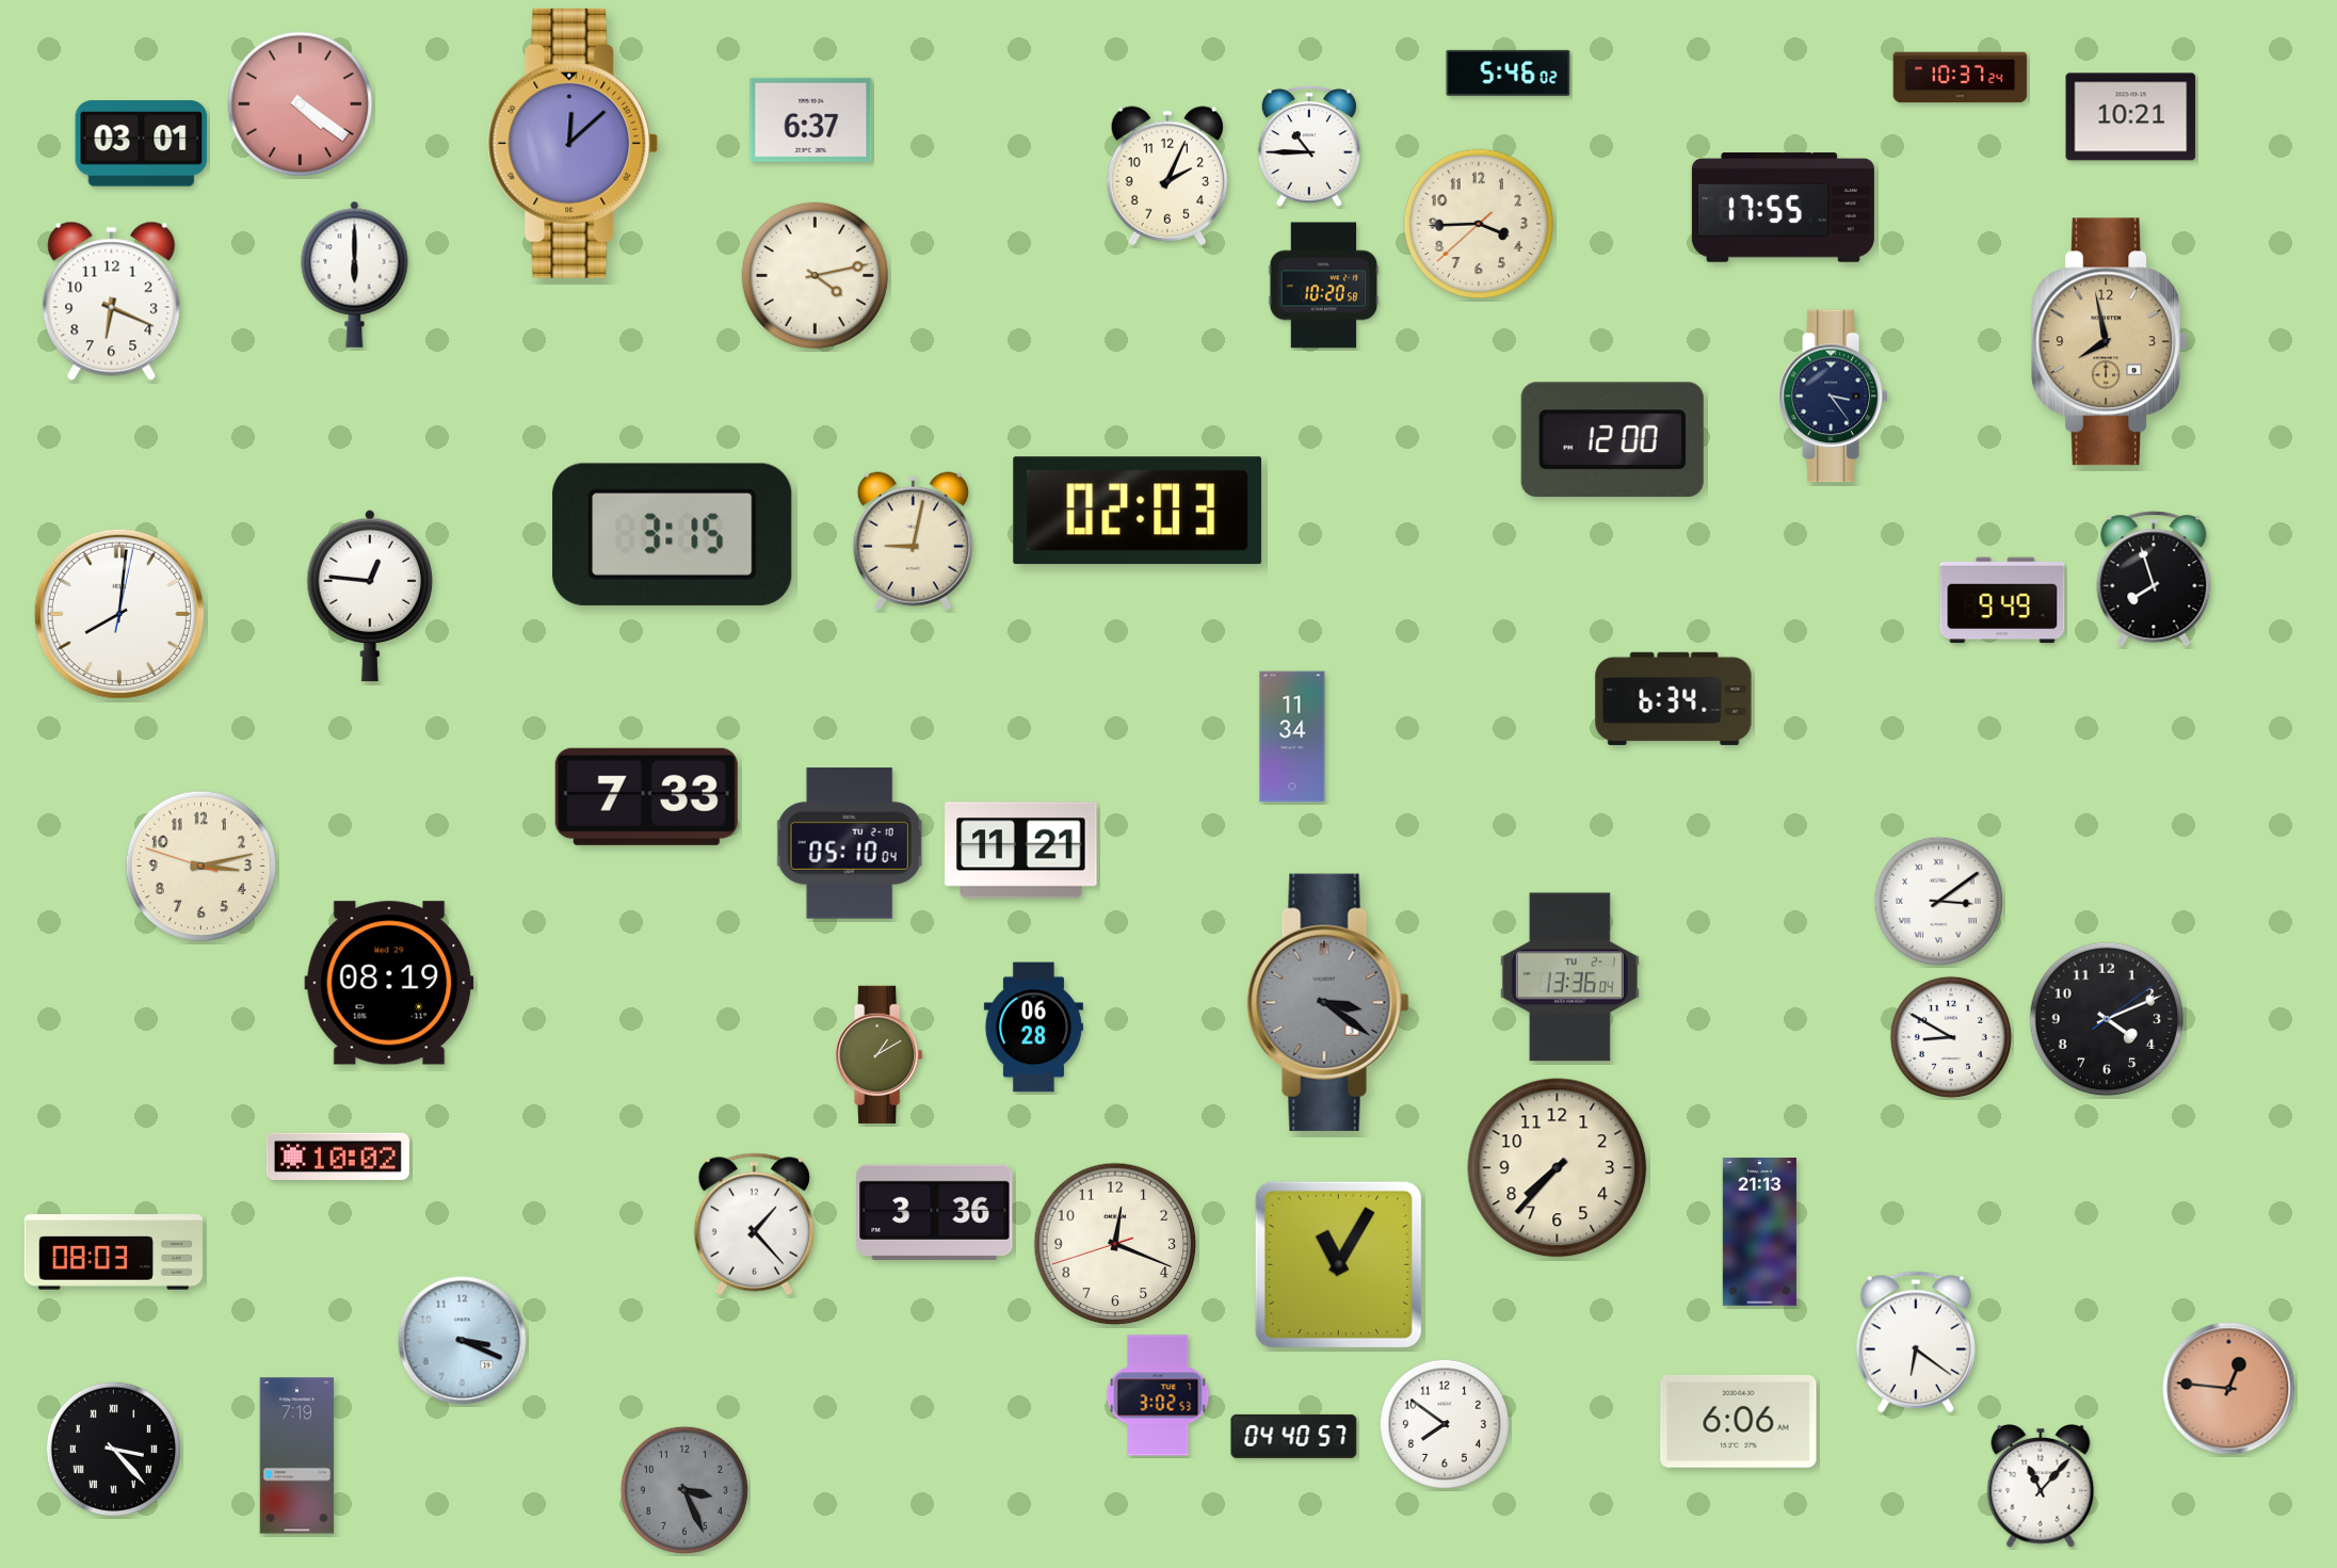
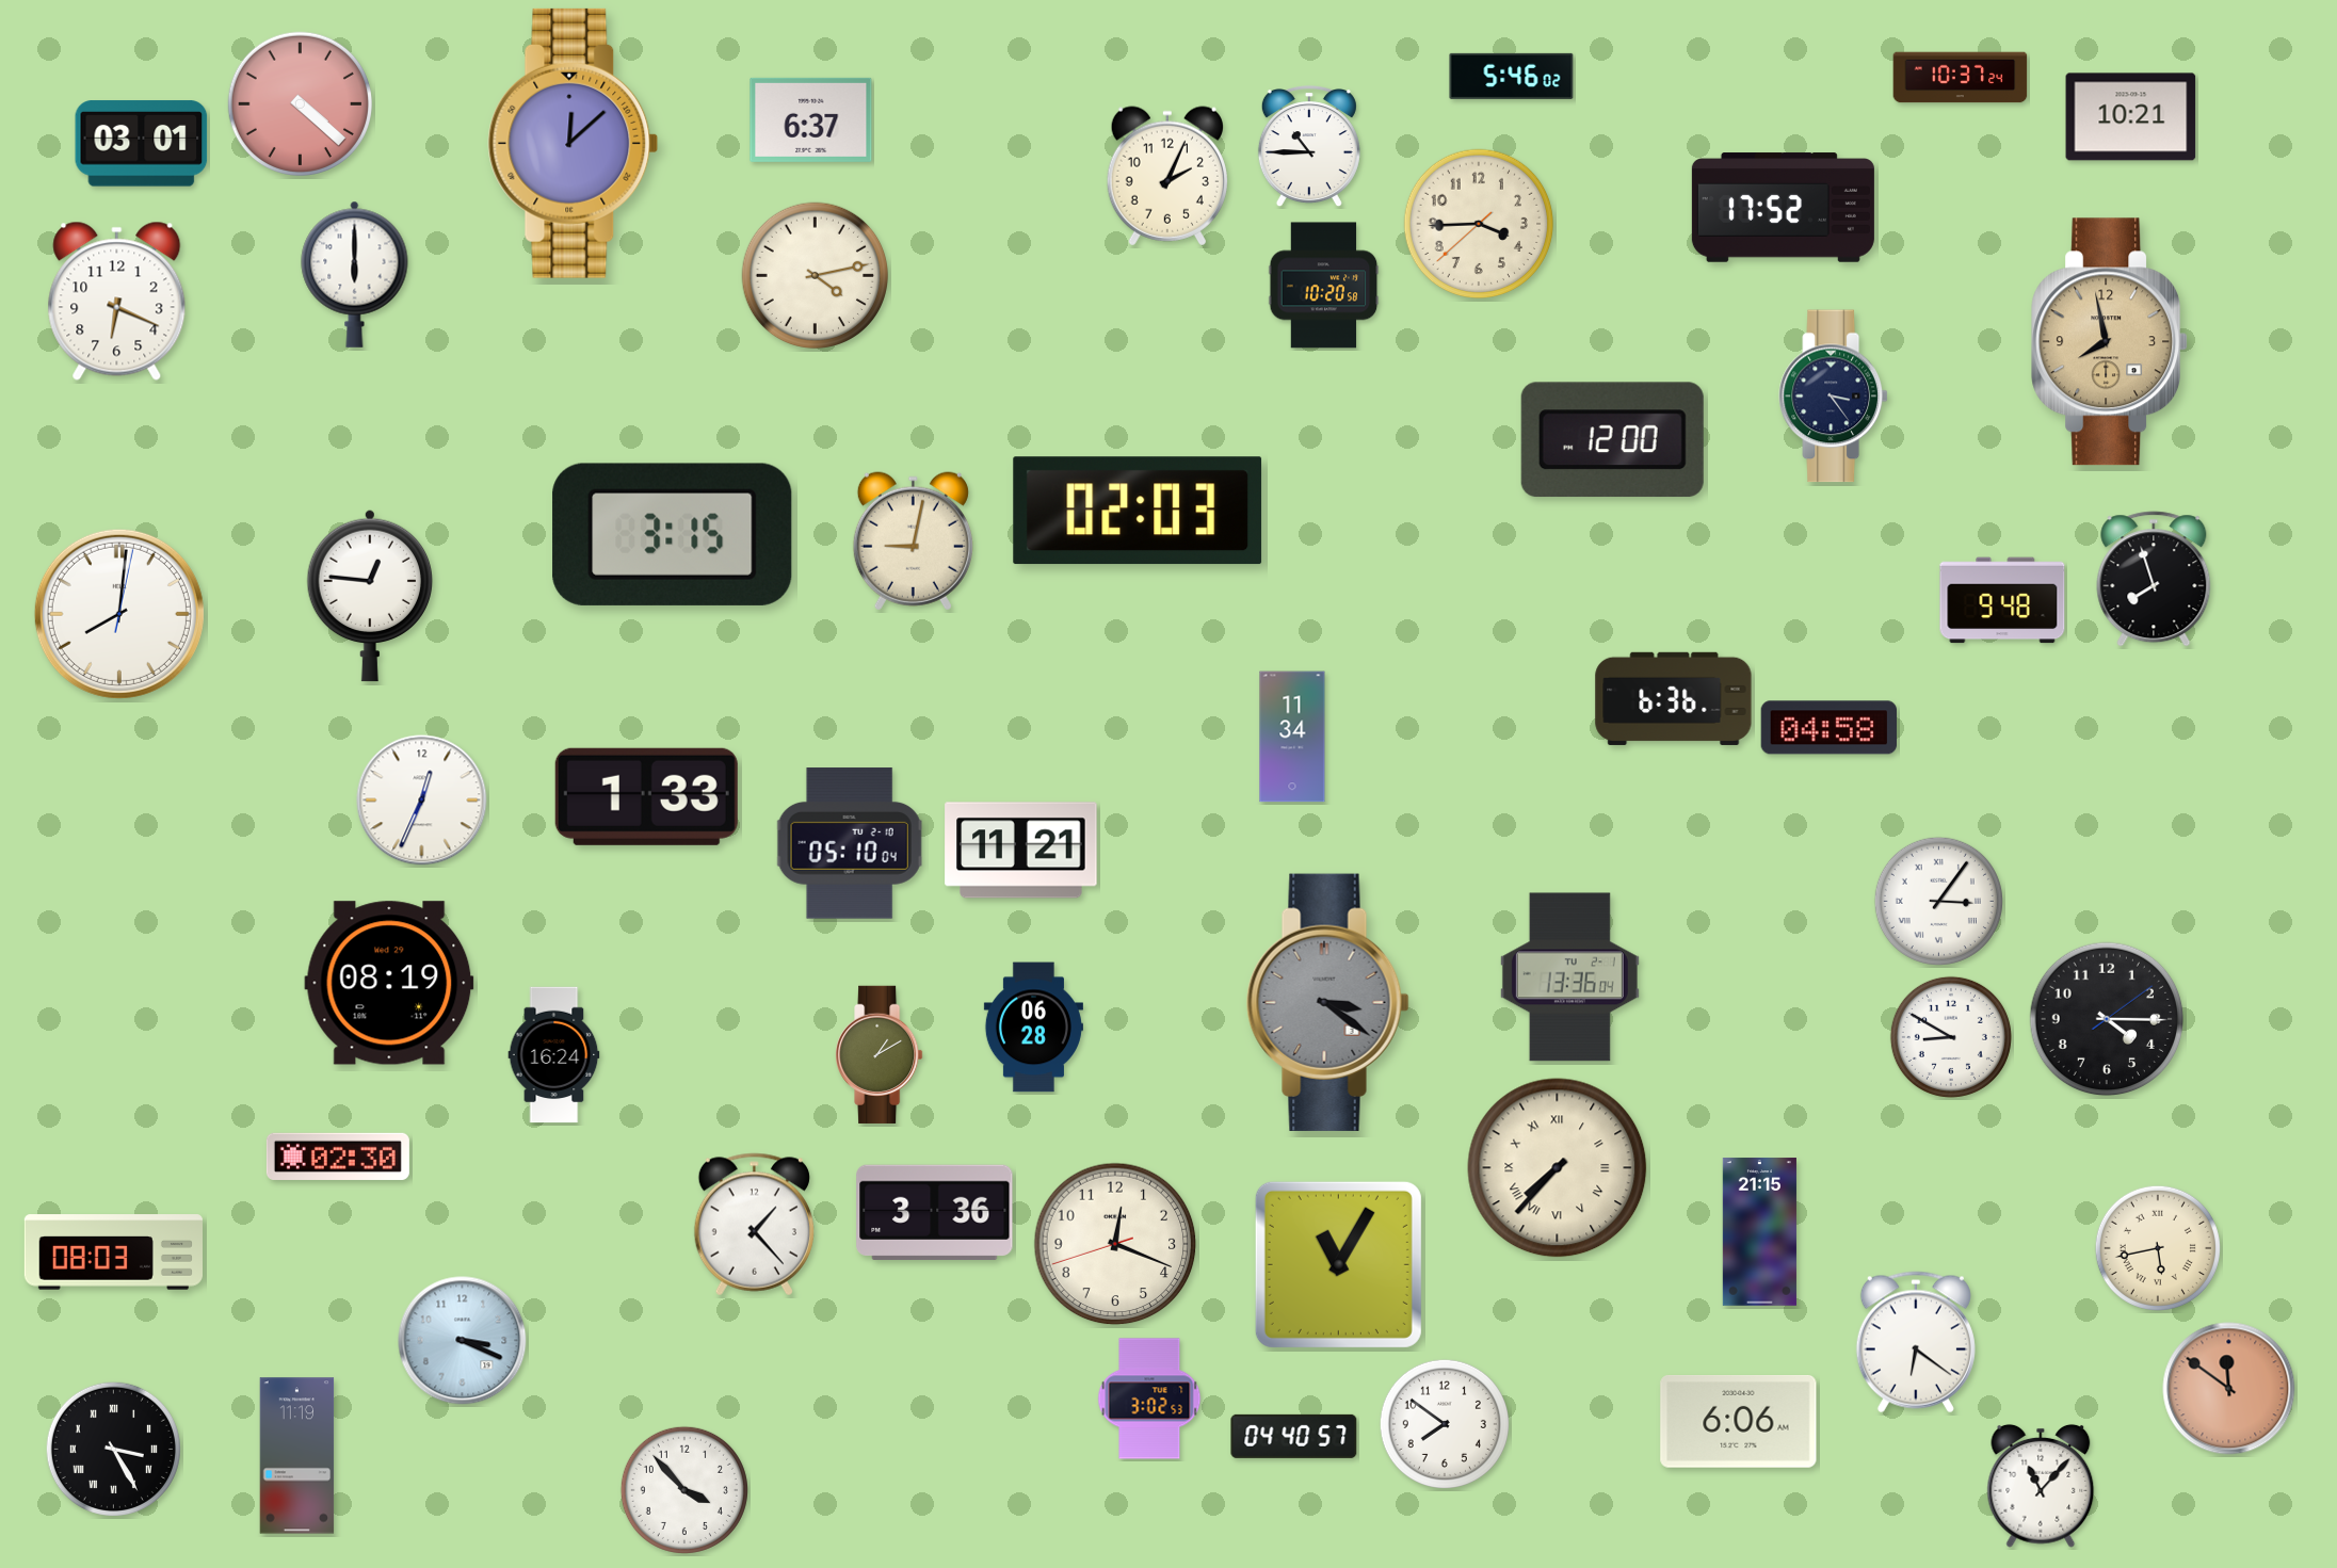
clock at (1509, 72) position: (1509, 72) -> (1512, 76)
clock at (300, 103): 4:21 -> 4:22
clock at (1783, 208): 17:55 -> 17:52
clock at (112, 301) position: (112, 301) -> (117, 301)
clock at (2002, 600): 9:49 -> 9:48
clock at (1674, 698): 6:34 -> 6:36
clock at (1828, 728): none -> 04:58
clock at (646, 796): 7:33 -> 1:33
clock at (422, 801): none -> 12:34
clock at (202, 867): 3:12 -> none
clock at (1938, 901): 3:09 -> 3:06
clock at (2107, 1019): 4:11 -> 4:15
clock at (554, 1055): none -> 16:24
clock at (338, 1157): 10:02 -> 02:30
clock at (1558, 1168) numerals: Arabic -> Roman
clock at (1759, 1232): 21:13 -> 21:15
clock at (2158, 1248): none -> 5:43
clock at (2229, 1389): 12:46 -> 11:51
clock at (1158, 1395) position: (1158, 1395) -> (1149, 1399)
clock at (113, 1449): 3:23 -> 3:25
clock at (297, 1456): 7:19 -> 11:19
clock at (684, 1490): 3:26 -> 3:53
clock at (684, 1490) dial: grey -> white
